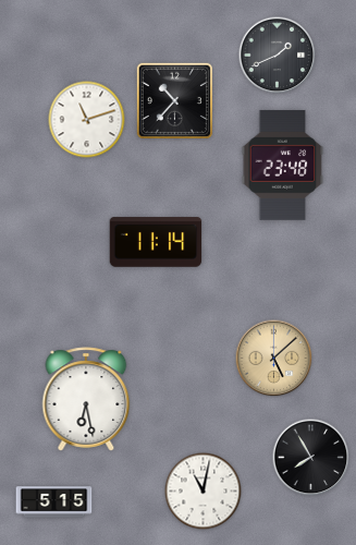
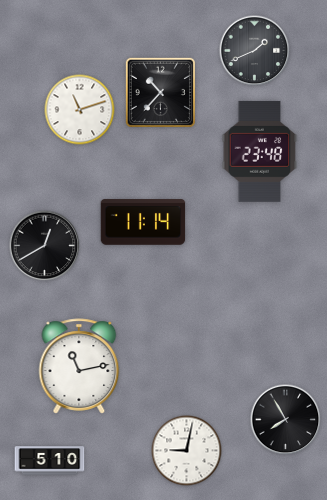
clock at (45, 246): none -> 12:40
clock at (274, 359): 5:08 -> none
clock at (86, 399): 6:28 -> 11:13
clock at (204, 492): 11:02 -> 9:02
clock at (54, 502): 5:15 -> 5:10
